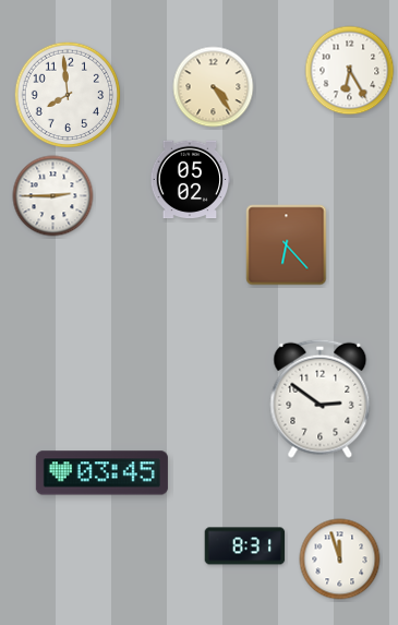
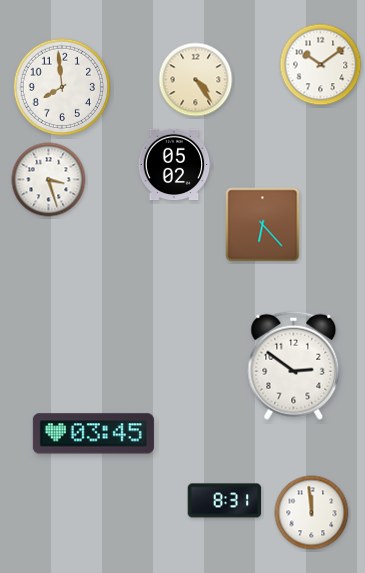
clock at (350, 71): 6:25 -> 10:09
clock at (53, 196): 2:45 -> 3:27
clock at (340, 560): 11:57 -> 11:59
